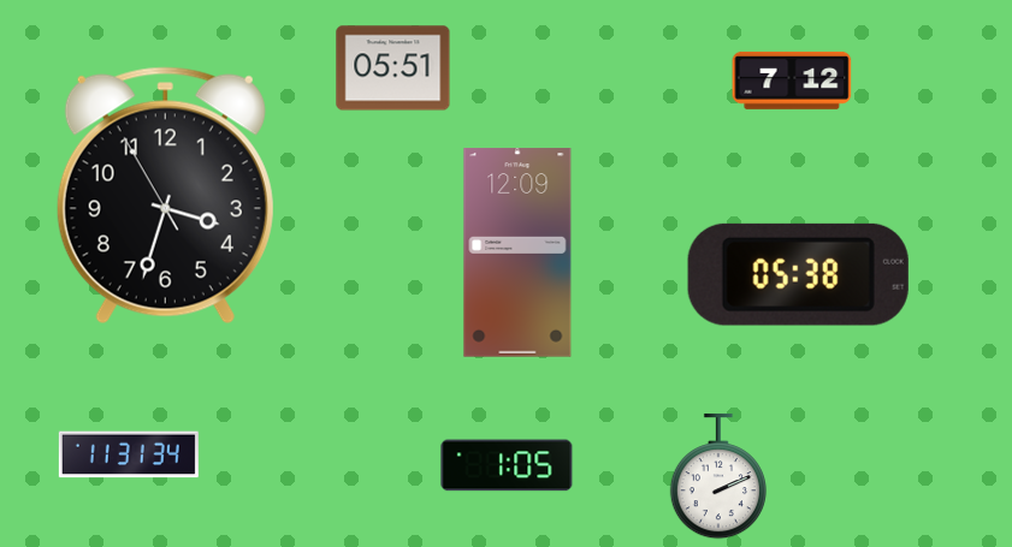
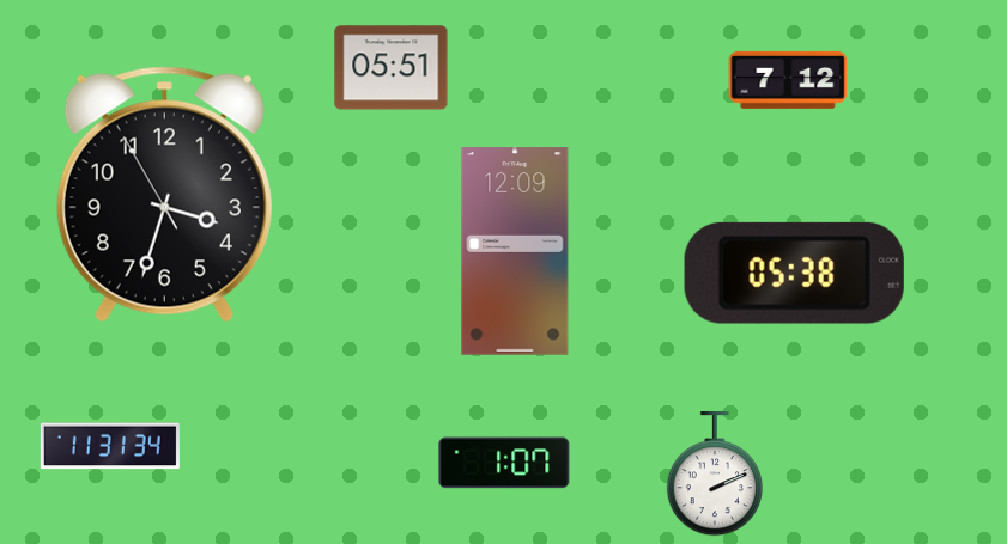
clock at (129, 454) position: (129, 454) -> (110, 446)
clock at (507, 465): 1:05 -> 1:07
